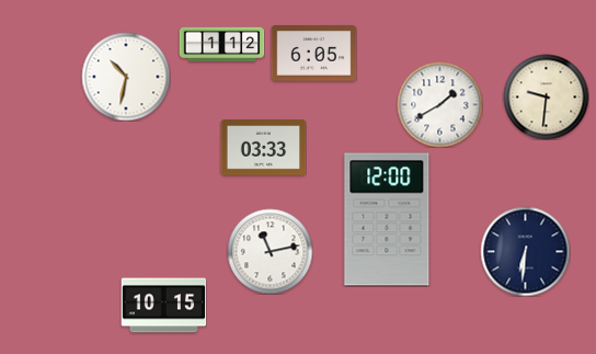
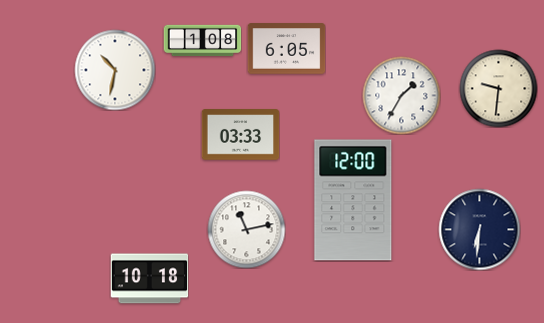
clock at (221, 45): 1:12 -> 1:08
clock at (439, 104): 1:40 -> 1:35
clock at (163, 306): 10:15 -> 10:18
